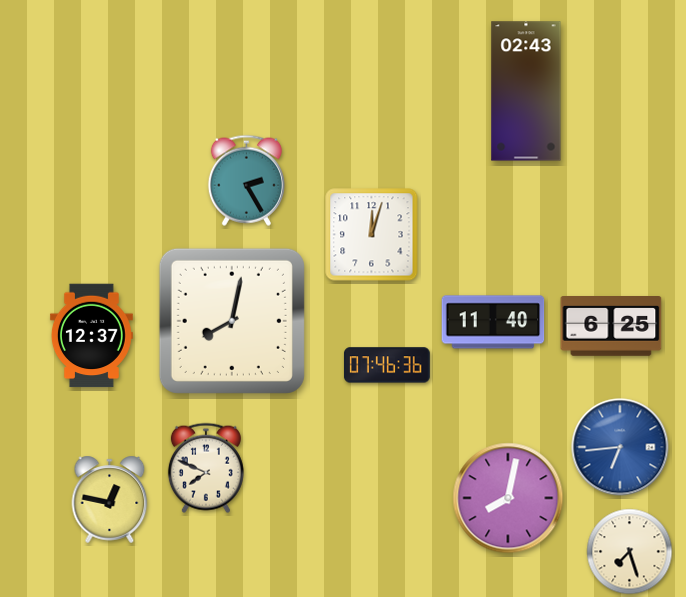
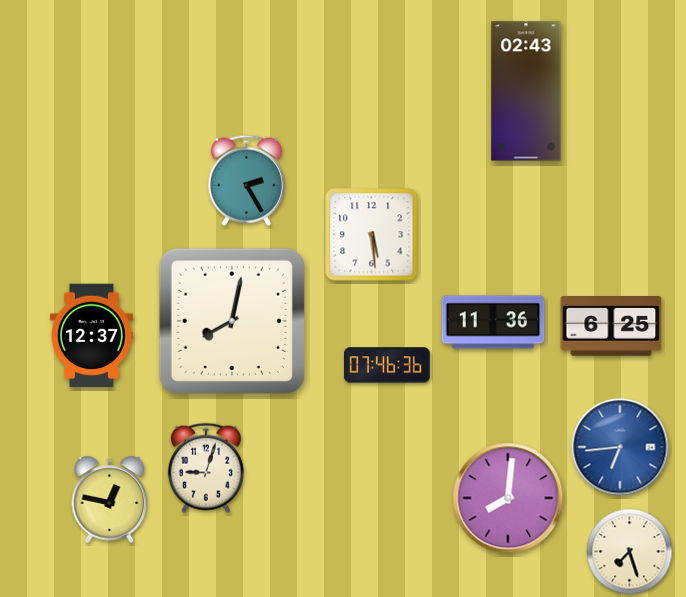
clock at (372, 235): 12:03 -> 5:29
clock at (493, 322): 11:40 -> 11:36
clock at (206, 468): 7:49 -> 9:03
clock at (508, 498): 8:02 -> 8:01
